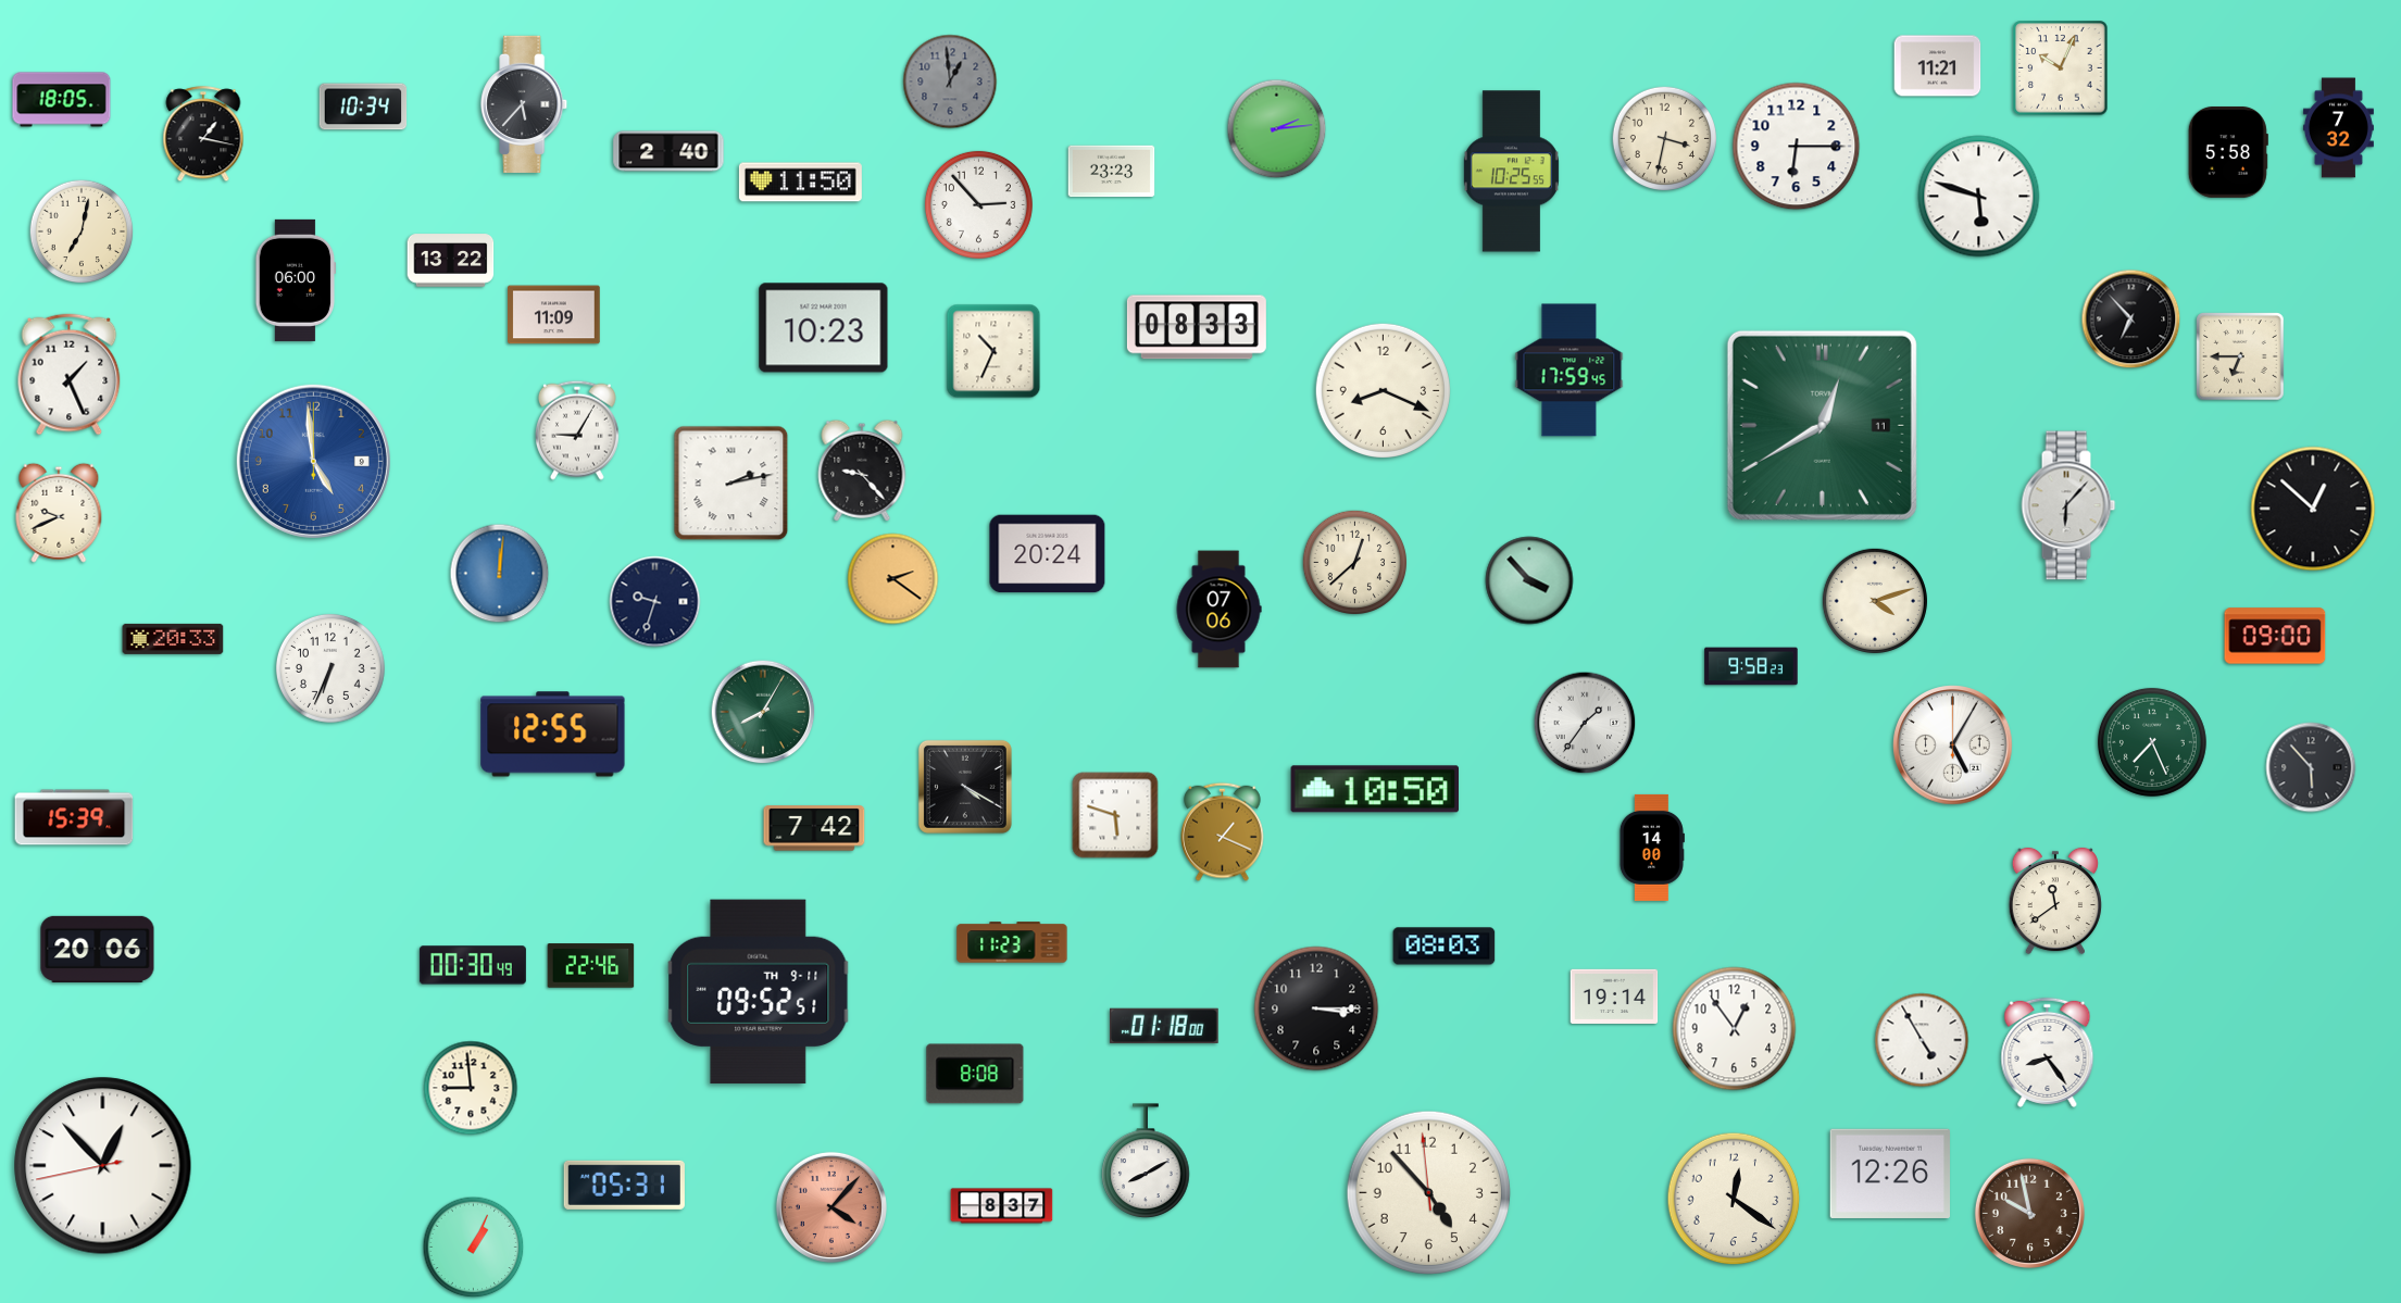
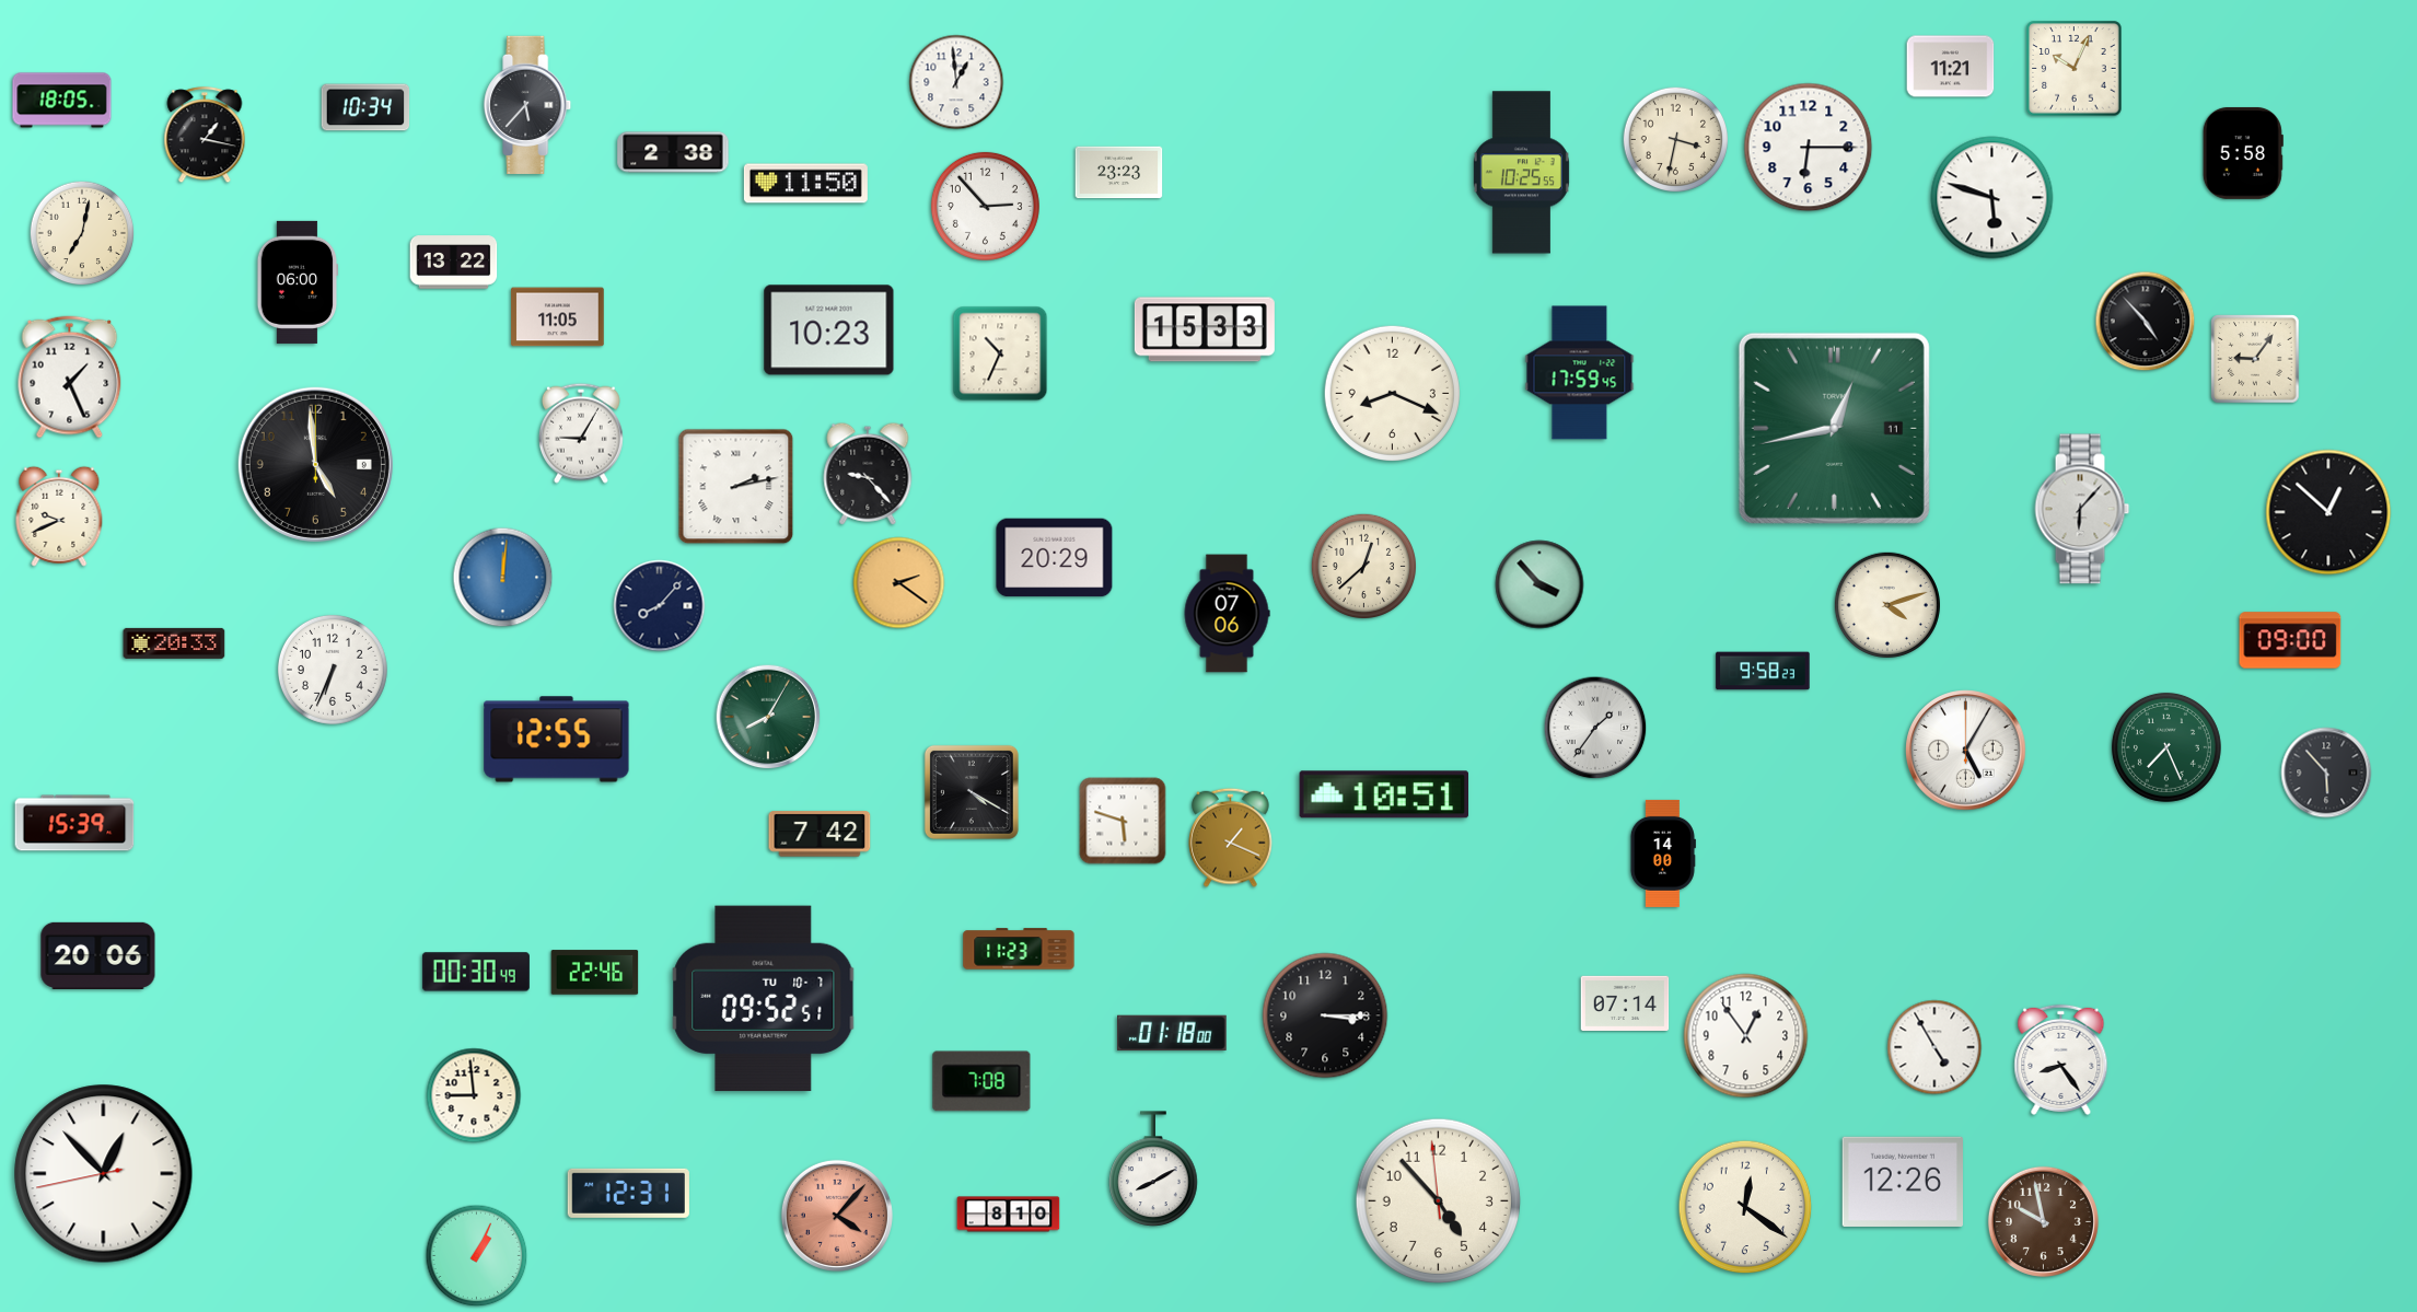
clock at (950, 82) dial: grey -> white
clock at (2338, 128): 7:32 -> none
clock at (1277, 129): 2:14 -> none
clock at (668, 151): 2:40 -> 2:38
clock at (554, 315): 11:09 -> 11:05
clock at (2131, 320): 6:53 -> 4:53
clock at (1197, 327): 08:33 -> 15:33
clock at (2240, 356): 6:45 -> 9:06
clock at (1822, 425): 12:40 -> 12:43
clock at (313, 461) dial: blue -> black
clock at (1048, 554): 20:24 -> 20:29
clock at (655, 602): 9:33 -> 8:07
clock at (330, 668) position: (330, 668) -> (333, 670)
clock at (1374, 789): 10:50 -> 10:51
clock at (2055, 901): 11:39 -> none
clock at (1445, 947): 08:03 -> none
clock at (759, 992) date: TH 9-11 -> TU 10-7
clock at (1614, 995): 19:14 -> 07:14
clock at (975, 1074): 8:08 -> 7:08
clock at (624, 1185): 05:31 -> 12:31
clock at (1002, 1206): 8:37 -> 8:10
